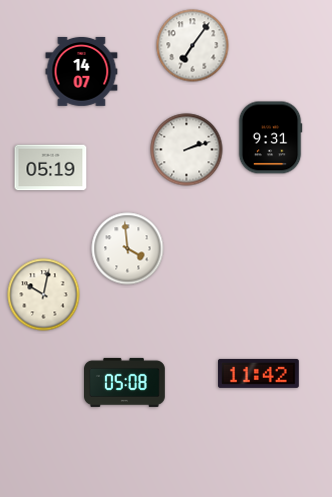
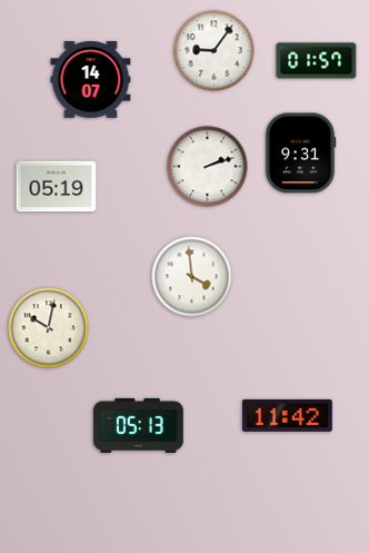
clock at (193, 46): 7:06 -> 9:06
clock at (317, 61): none -> 01:57
clock at (128, 249) position: (128, 249) -> (192, 277)
clock at (125, 382): 05:08 -> 05:13
